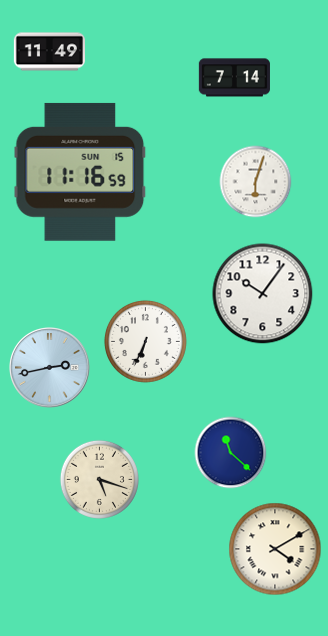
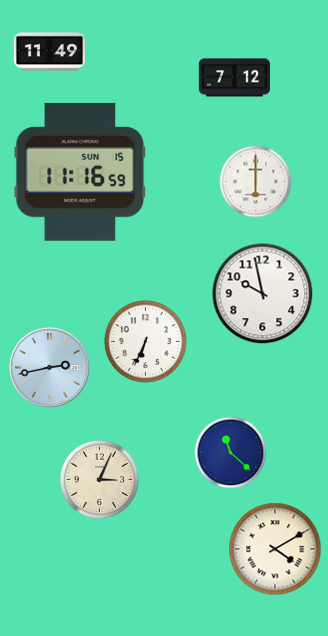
clock at (234, 78): 7:14 -> 7:12
clock at (256, 182): 6:03 -> 6:00
clock at (263, 294): 10:06 -> 9:58
clock at (99, 479): 5:18 -> 3:04
